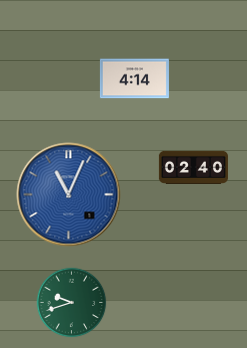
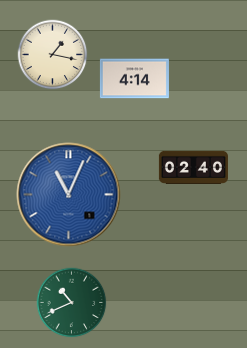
clock at (53, 55): none -> 1:17
clock at (72, 303): 9:42 -> 10:41
